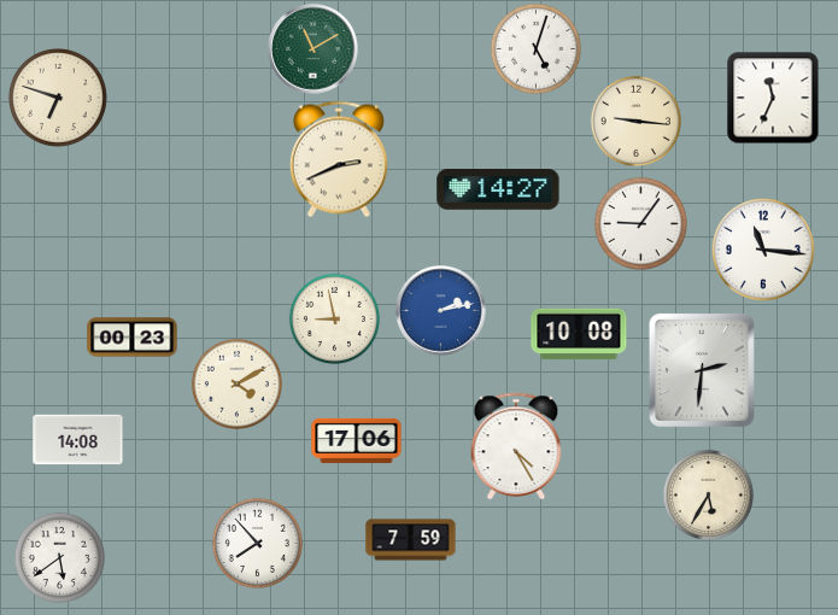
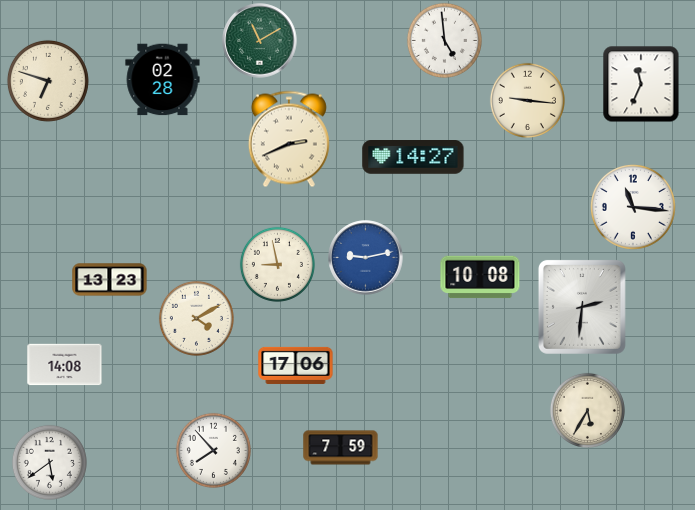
clock at (535, 48): 5:03 -> 4:59
clock at (163, 80): none -> 02:28
clock at (773, 98) position: (773, 98) -> (641, 84)
clock at (339, 159) position: (339, 159) -> (289, 139)
clock at (640, 223): 9:06 -> none
clock at (441, 311): 2:13 -> 9:13
clock at (133, 338): 00:23 -> 13:23
clock at (516, 446): 4:25 -> none
